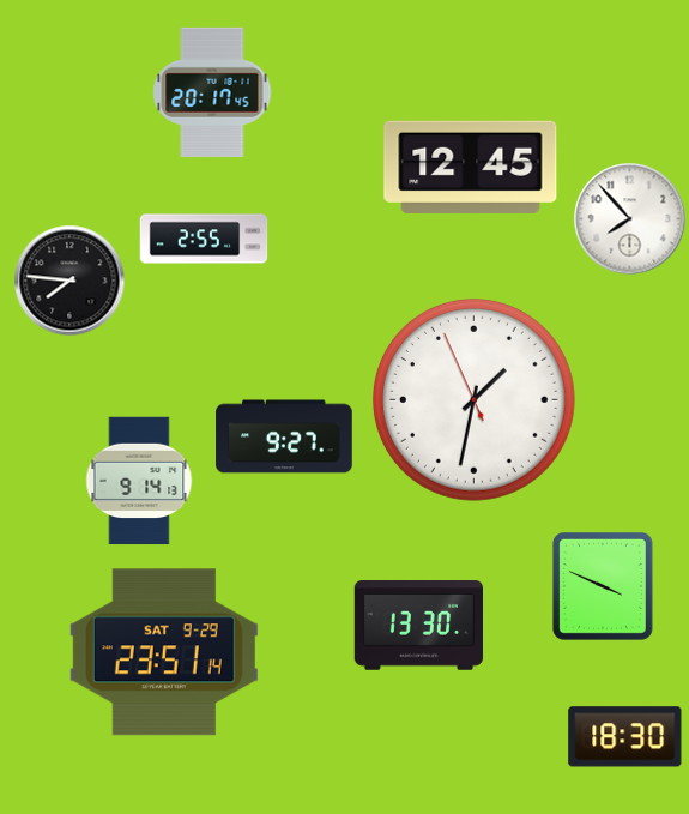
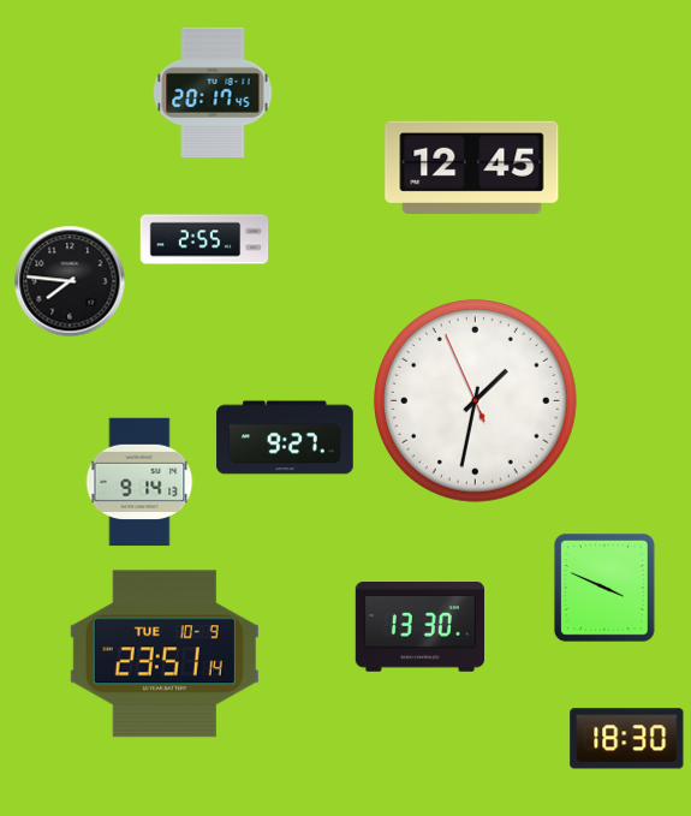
clock at (630, 219): 7:53 -> none
clock at (164, 652) date: SAT 9-29 -> TUE 10-9
